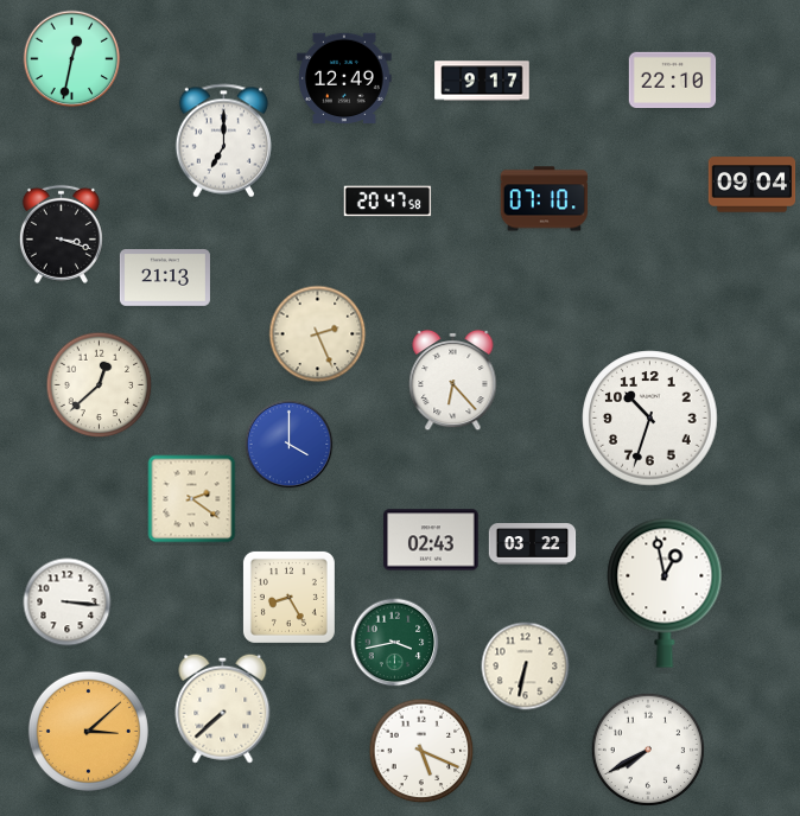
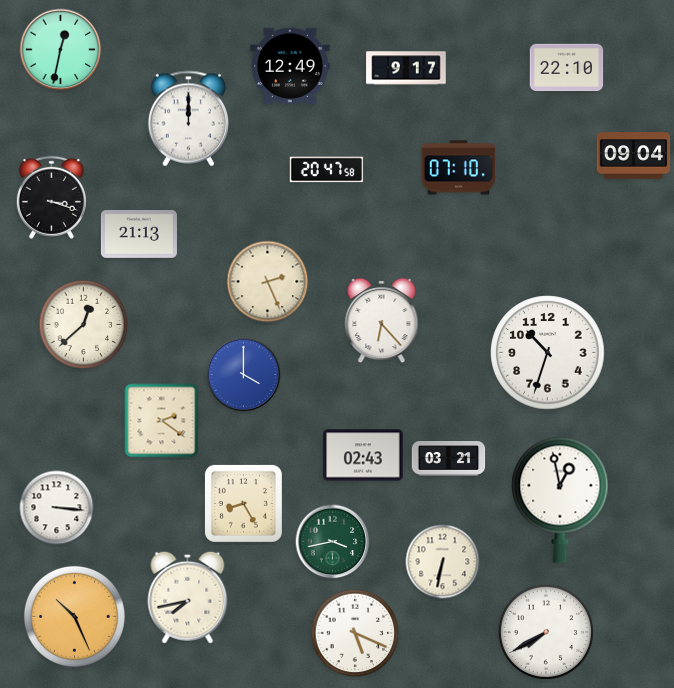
clock at (223, 141): 7:00 -> 12:00
clock at (533, 544): 03:22 -> 03:21
clock at (223, 708): 7:38 -> 7:43
clock at (88, 731): 3:08 -> 10:26
